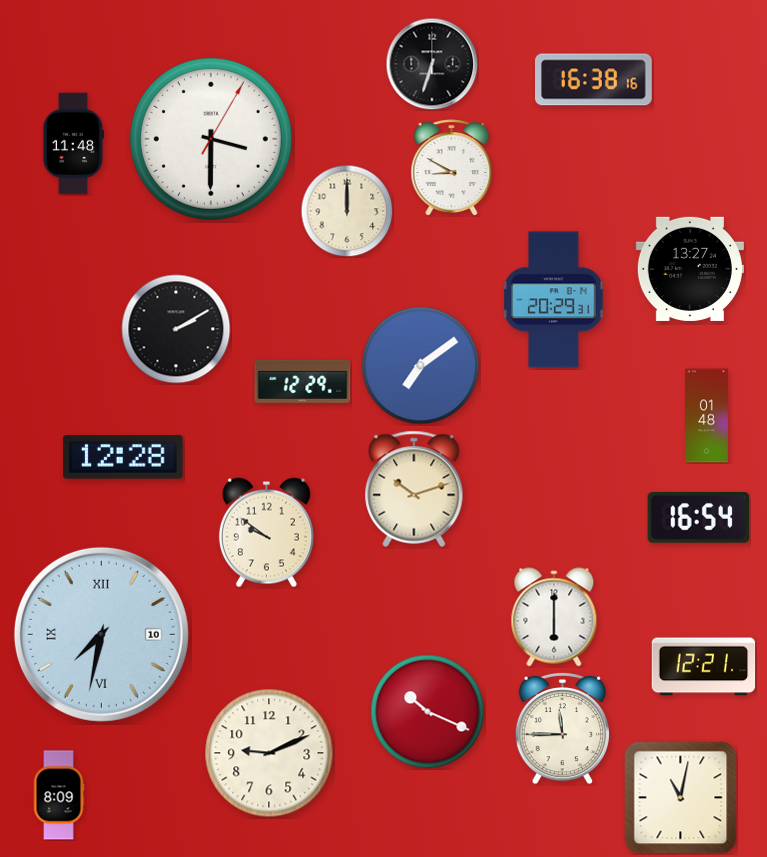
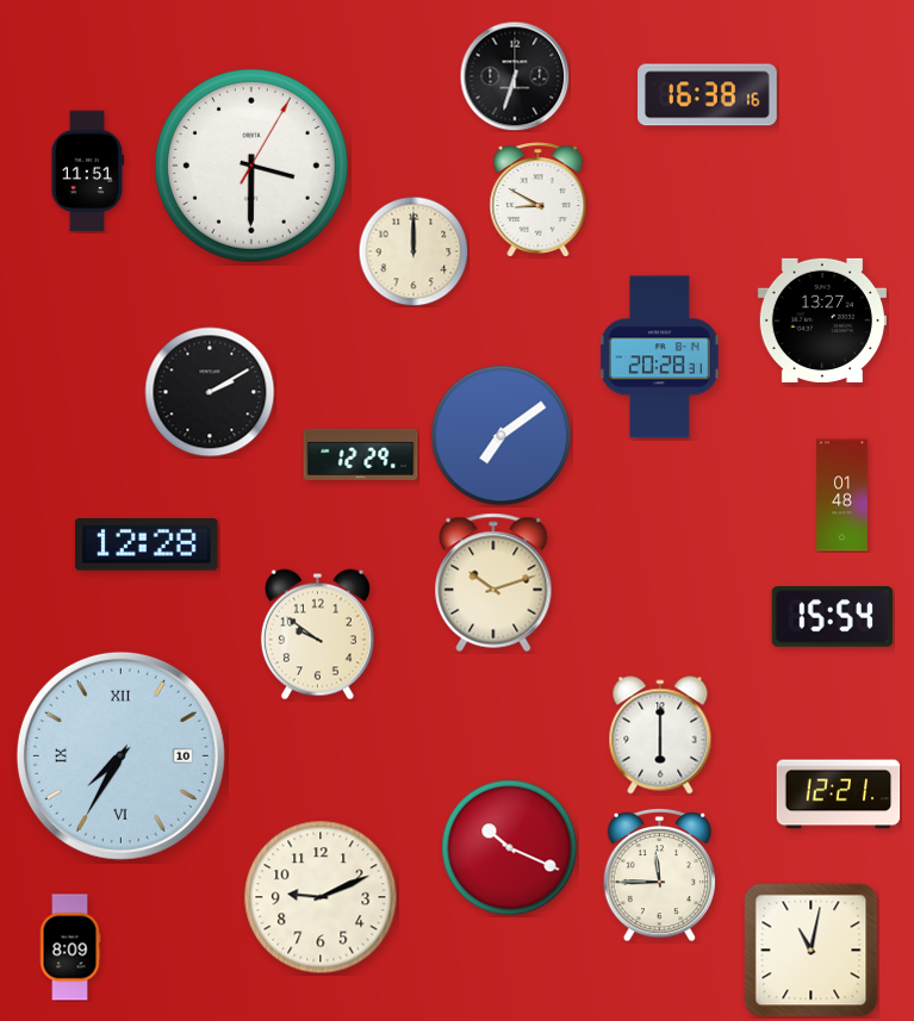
clock at (73, 144): 11:48 -> 11:51
clock at (554, 300): 20:29 -> 20:28
clock at (699, 518): 16:54 -> 15:54
clock at (101, 634): 7:32 -> 7:35
clock at (562, 728) position: (562, 728) -> (659, 874)
